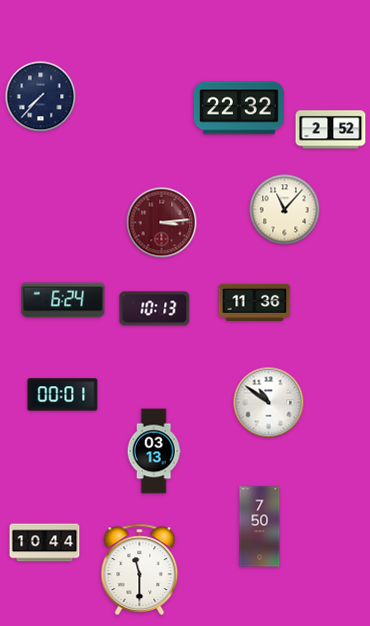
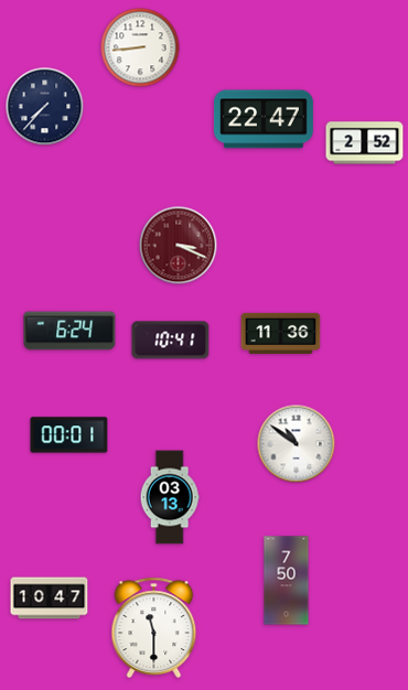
clock at (140, 47): none -> 8:44
clock at (239, 108): 22:32 -> 22:47
clock at (285, 210): 11:07 -> none
clock at (162, 223): 3:14 -> 3:19
clock at (155, 309): 10:13 -> 10:41
clock at (45, 543): 10:44 -> 10:47
